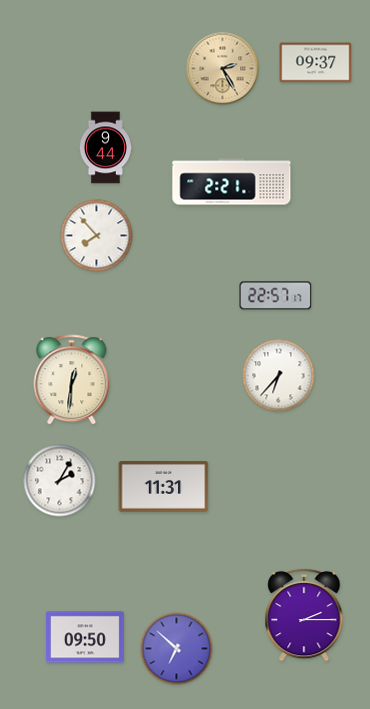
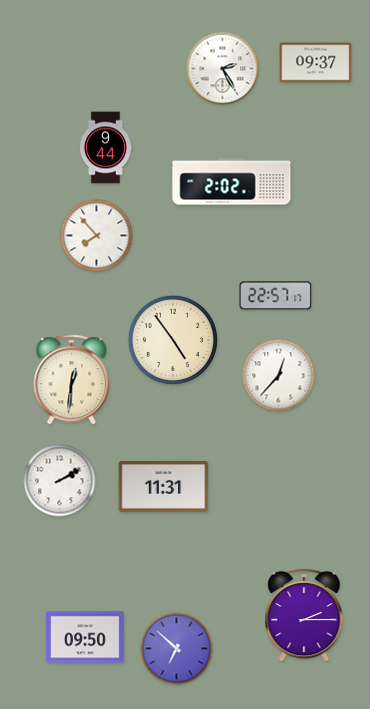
clock at (223, 69) dial: champagne -> white
clock at (232, 182): 2:21 -> 2:02
clock at (173, 340): none -> 4:54
clock at (279, 376): 6:37 -> 12:37
clock at (60, 481): 2:05 -> 2:10
